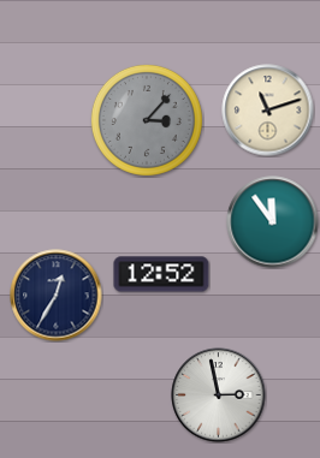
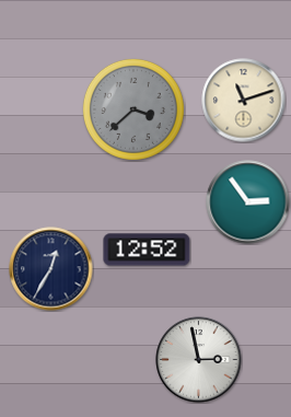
clock at (147, 120): 3:07 -> 3:38
clock at (273, 222): 11:54 -> 2:54
